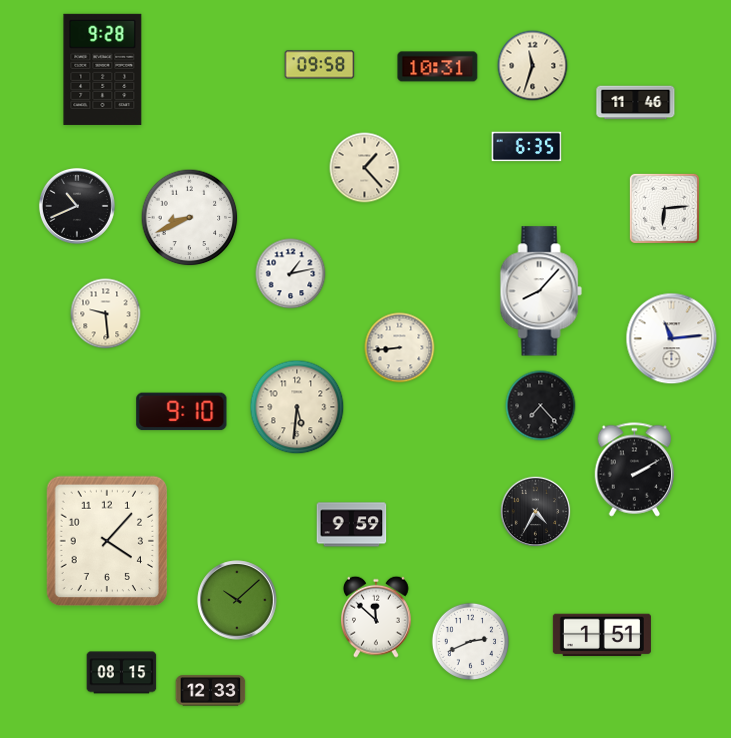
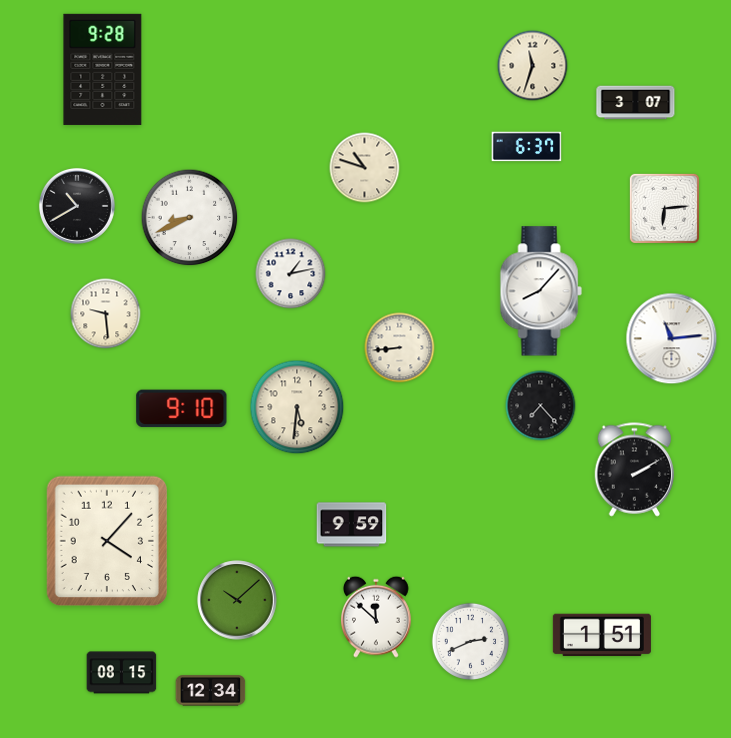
clock at (320, 65): 09:58 -> none
clock at (438, 67): 10:31 -> none
clock at (636, 103): 11:46 -> 3:07
clock at (527, 147): 6:35 -> 6:37
clock at (365, 168): 1:23 -> 10:48
clock at (77, 206): 10:41 -> 10:40
clock at (182, 412) position: (182, 412) -> (182, 409)
clock at (536, 512): 4:35 -> none
clock at (211, 691): 12:33 -> 12:34
